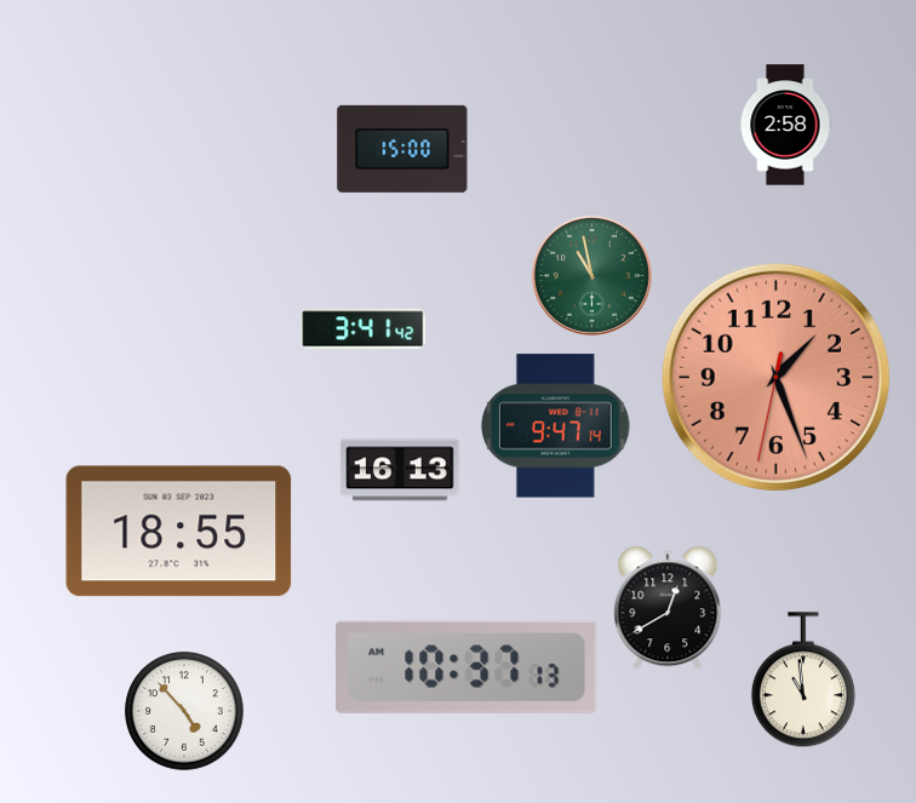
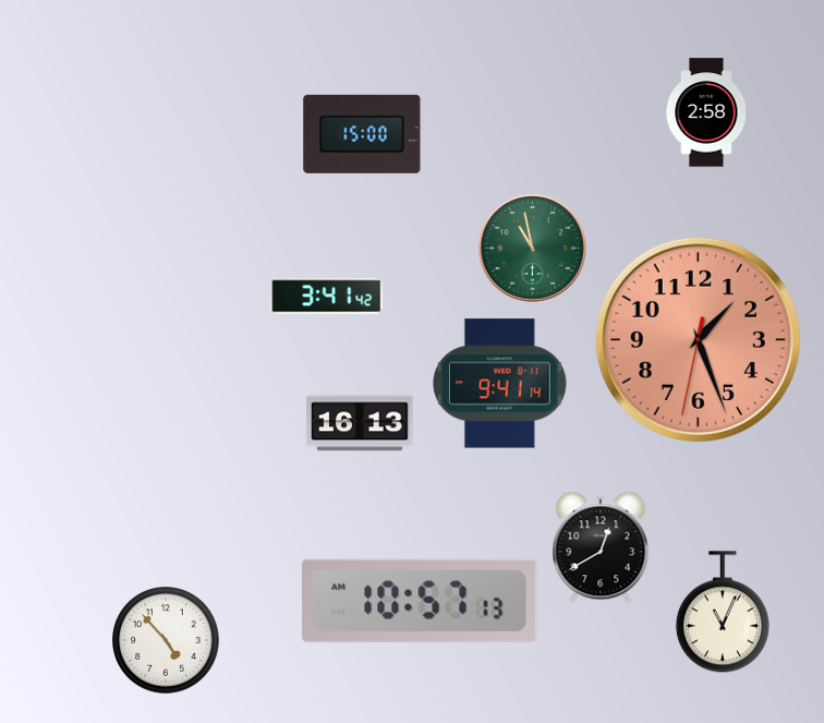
clock at (555, 426): 9:47 -> 9:41
clock at (179, 532): 18:55 -> none
clock at (468, 667): 10:37 -> 10:57
clock at (803, 679): 10:59 -> 11:04
